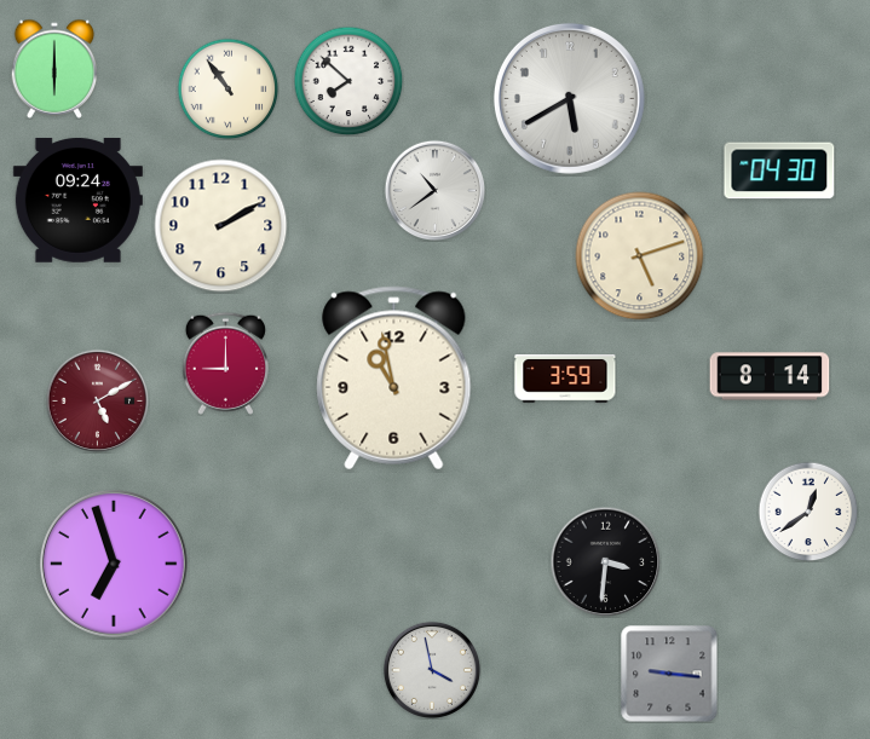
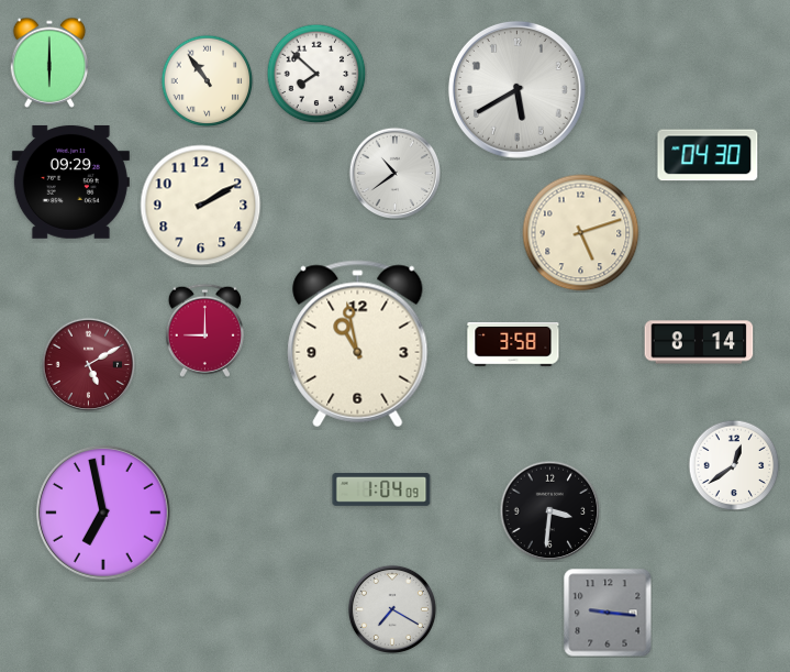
clock at (77, 200): 09:24 -> 09:29
clock at (565, 380): 3:59 -> 3:58
clock at (381, 489): none -> 1:04
clock at (115, 565): 6:57 -> 6:58
clock at (432, 670): 3:58 -> 7:20
